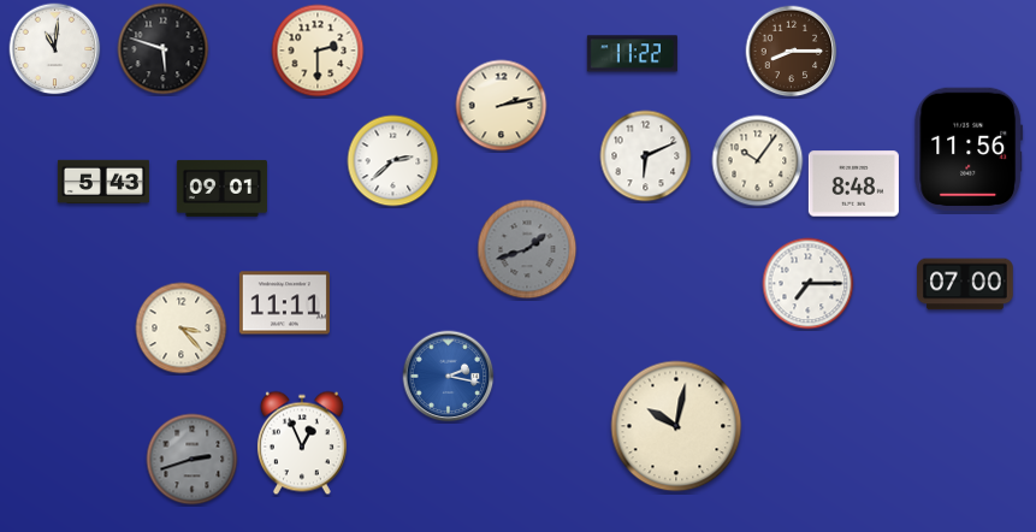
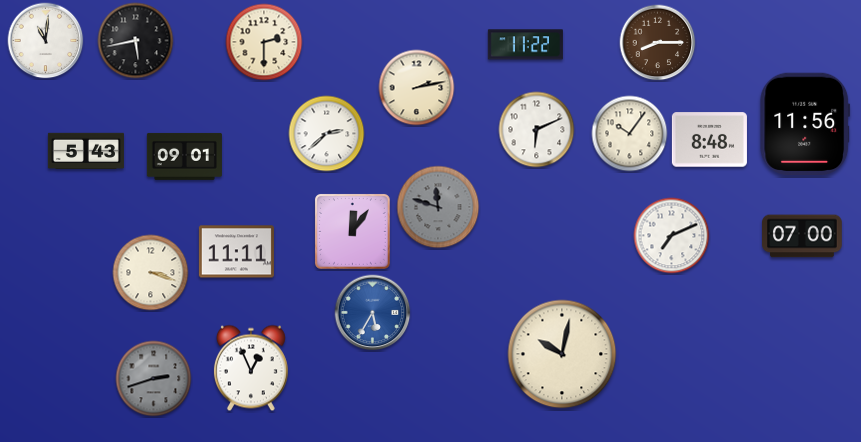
clock at (164, 49): 5:48 -> 5:43
clock at (853, 184) position: (853, 184) -> (709, 140)
clock at (527, 249): 1:42 -> 11:48
clock at (353, 232): none -> 12:06
clock at (809, 284): 7:15 -> 7:11
clock at (182, 329): 3:23 -> 3:18
clock at (449, 377): 2:17 -> 5:35
clock at (193, 460) position: (193, 460) -> (154, 379)
